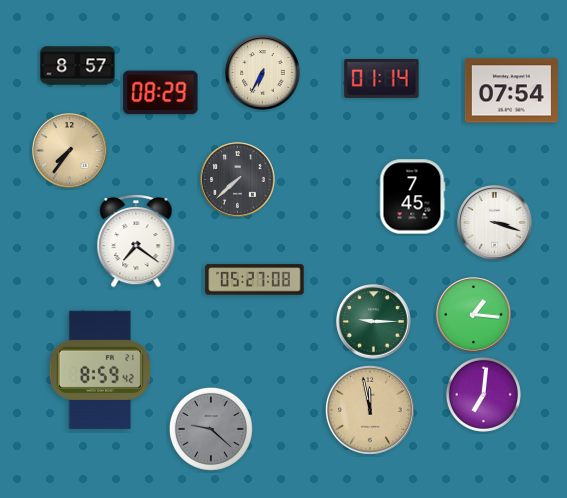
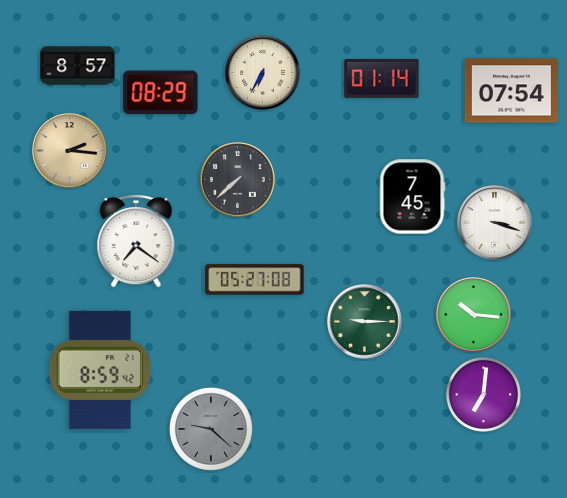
clock at (70, 151): 7:36 -> 2:16
clock at (474, 315): 1:16 -> 10:16
clock at (374, 322) position: (374, 322) -> (365, 322)
clock at (370, 410): 11:58 -> none
